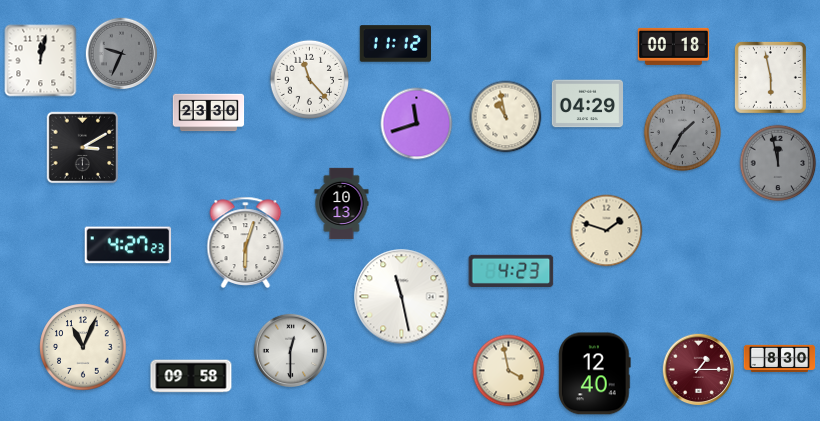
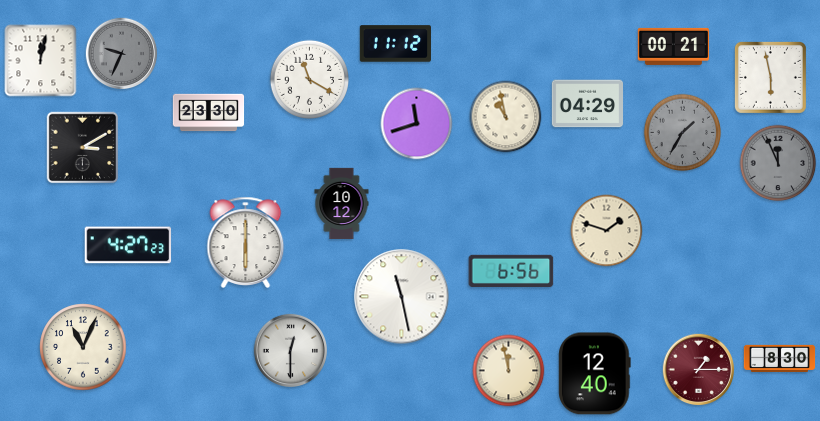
clock at (673, 46): 00:18 -> 00:21
clock at (309, 79): 11:23 -> 11:20
clock at (778, 163): 11:58 -> 11:56
clock at (342, 204): 10:13 -> 10:12
clock at (246, 242): 6:03 -> 6:00
clock at (511, 271): 4:23 -> 6:56
clock at (509, 371): 3:58 -> 11:58
clock at (191, 376): 09:58 -> none
